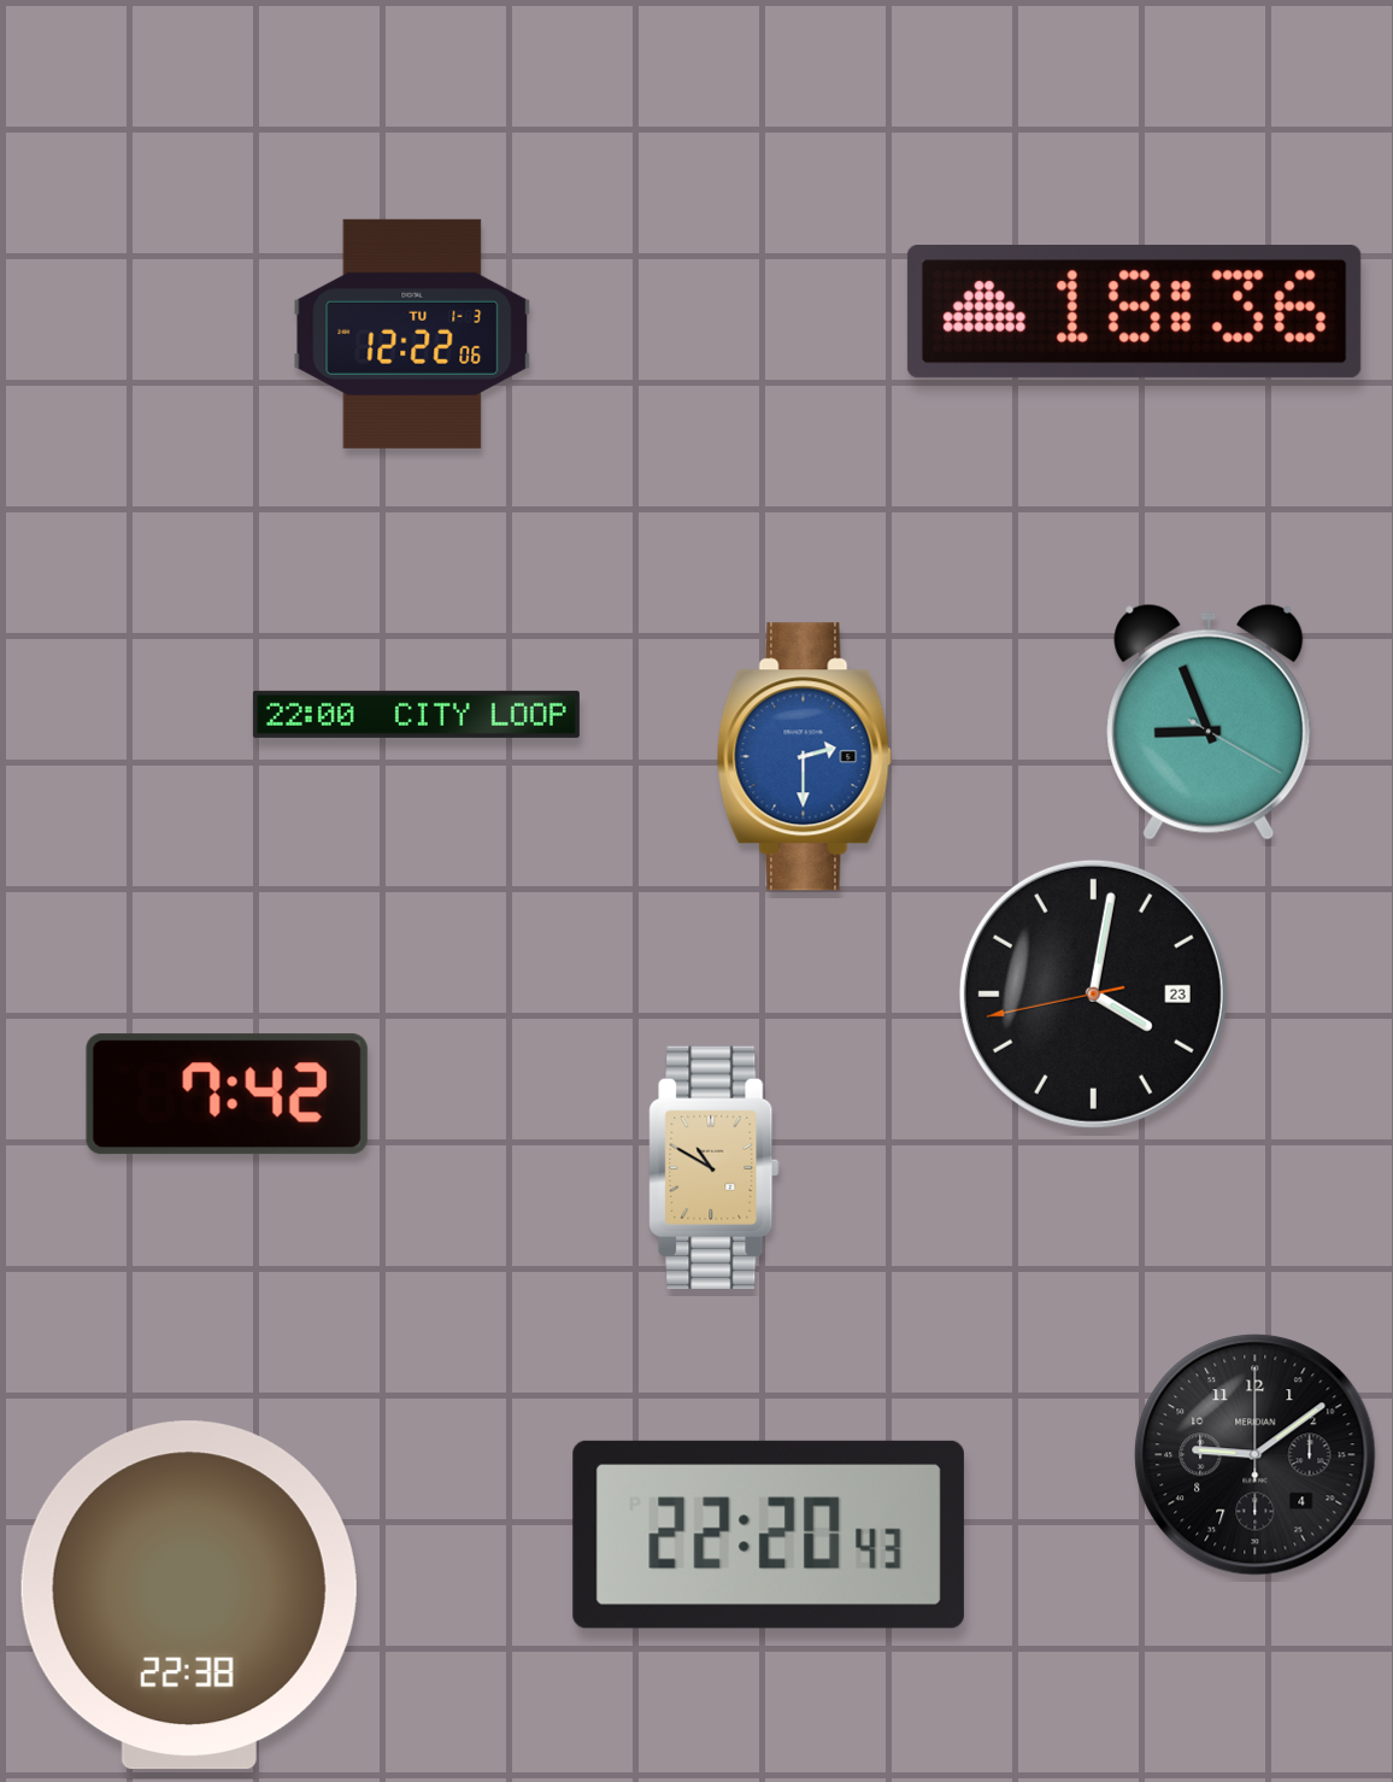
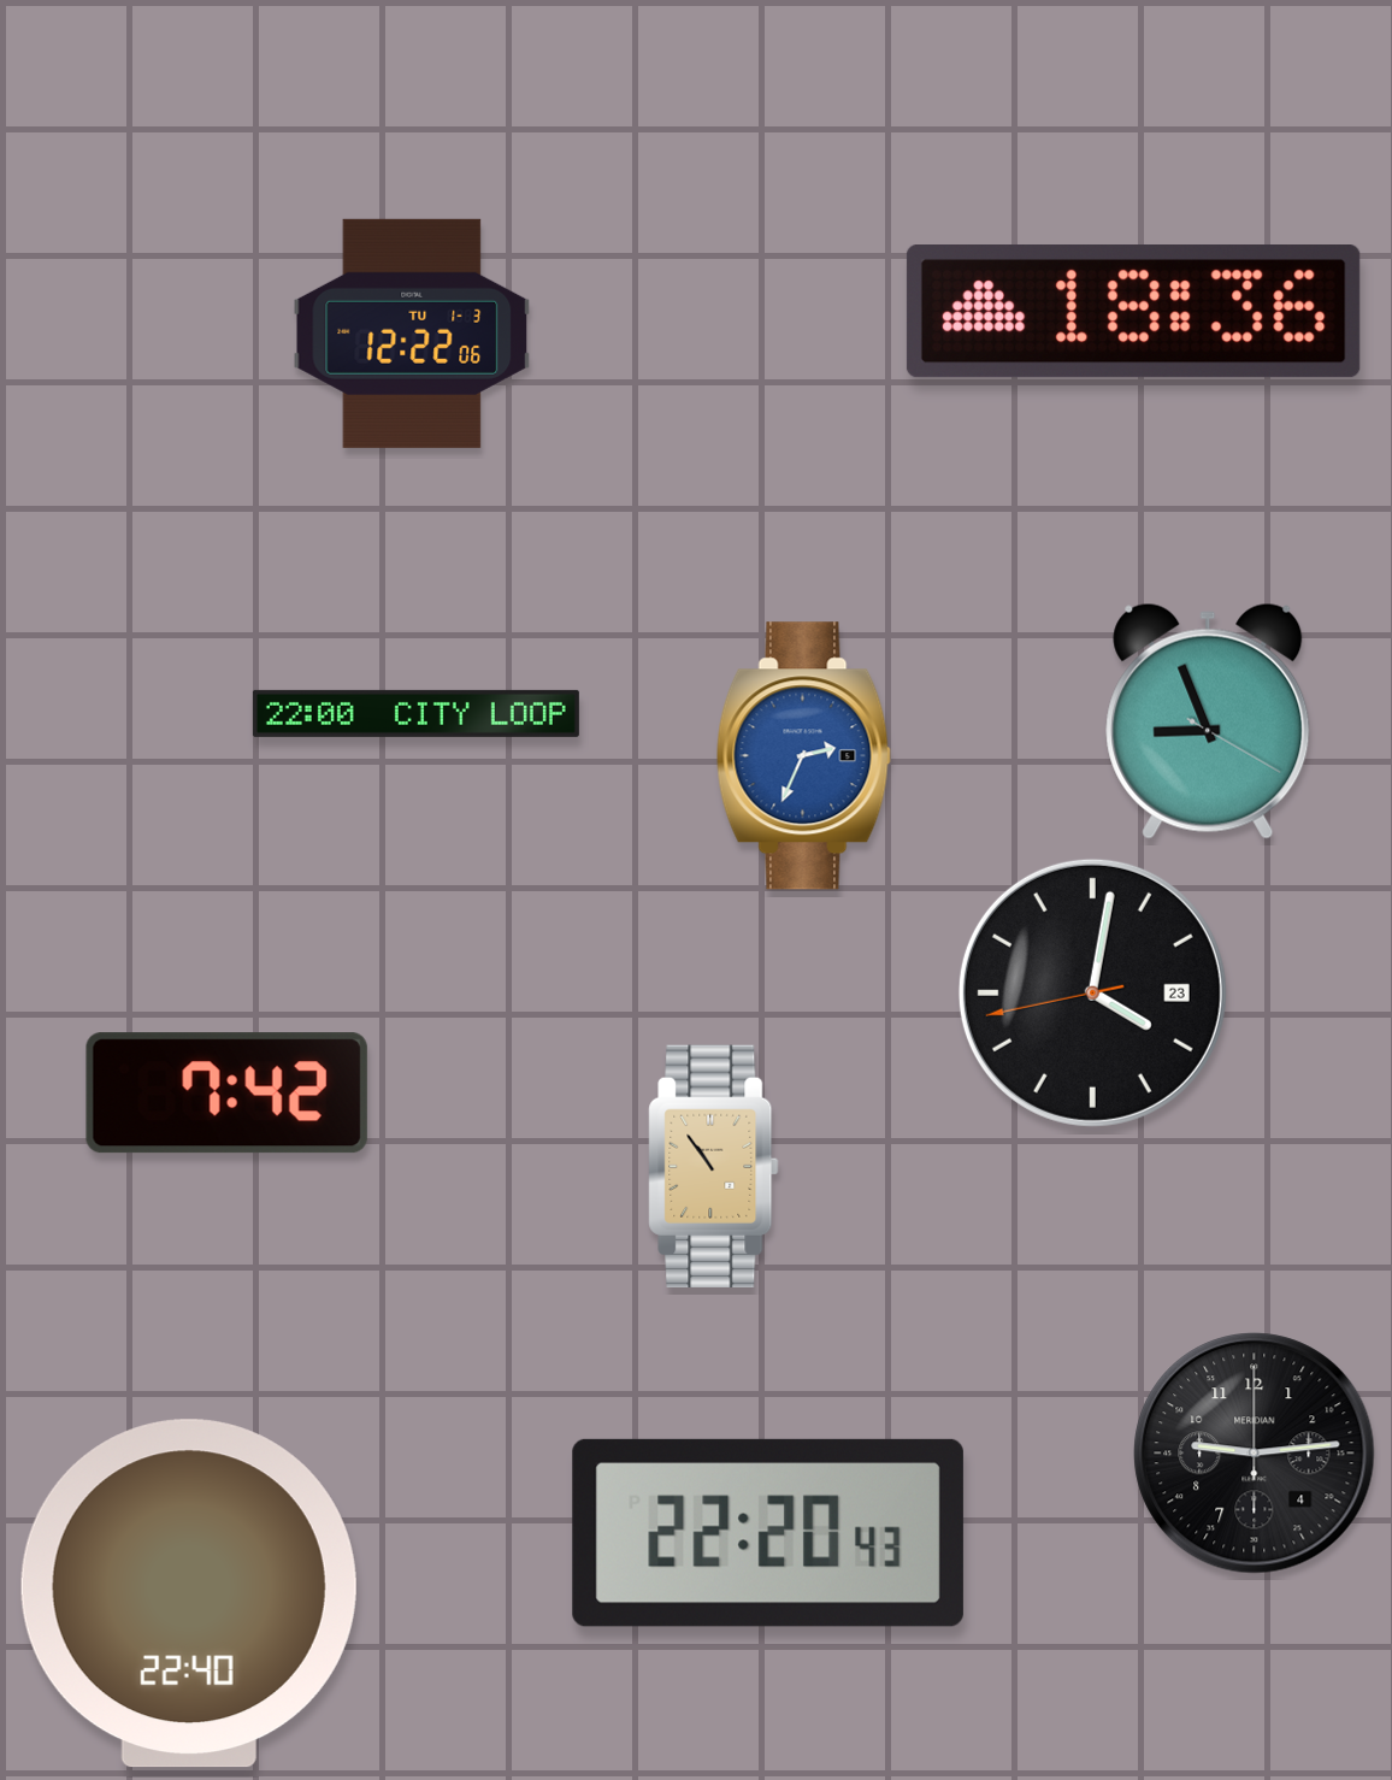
clock at (804, 757): 2:30 -> 2:34
clock at (715, 1167): 10:50 -> 10:54
clock at (1256, 1455): 9:09 -> 9:14
clock at (189, 1595): 22:38 -> 22:40
